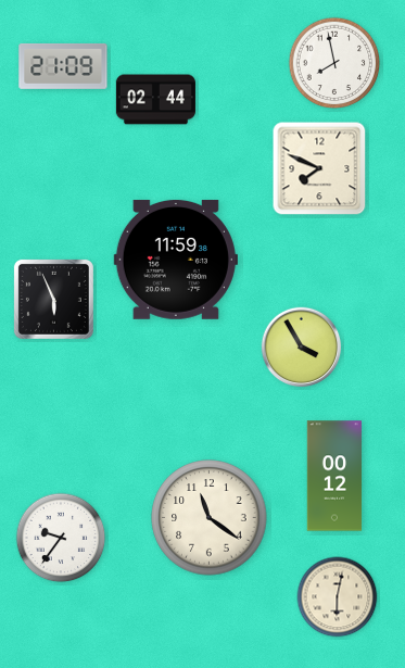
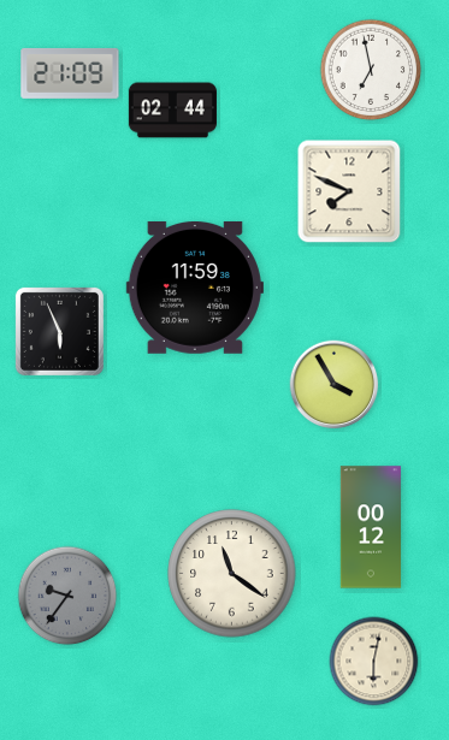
clock at (334, 63): 7:58 -> 6:58
clock at (319, 168) position: (319, 168) -> (349, 191)
clock at (61, 538) dial: white -> grey
